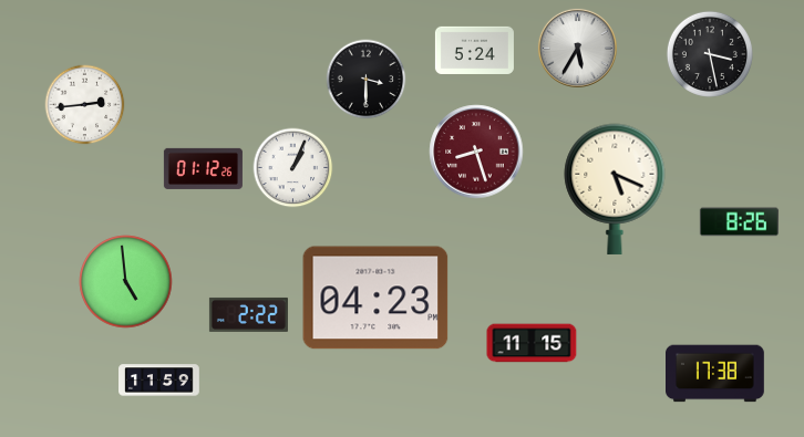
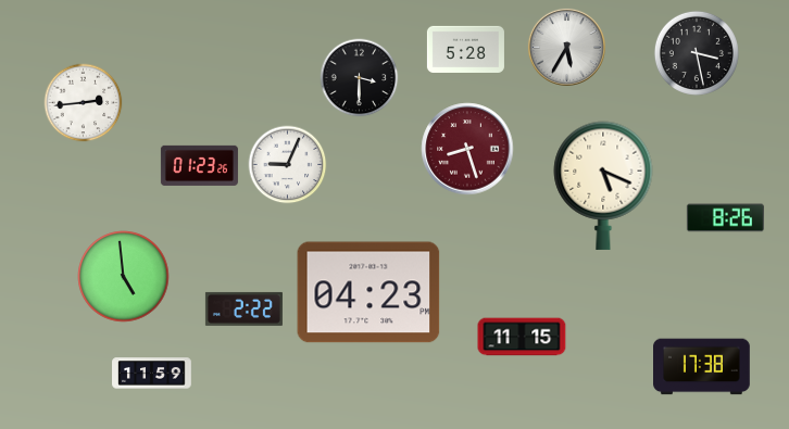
clock at (474, 50): 5:24 -> 5:28
clock at (203, 168): 01:12 -> 01:23
clock at (293, 168): 1:04 -> 9:04
clock at (159, 381) position: (159, 381) -> (152, 374)
